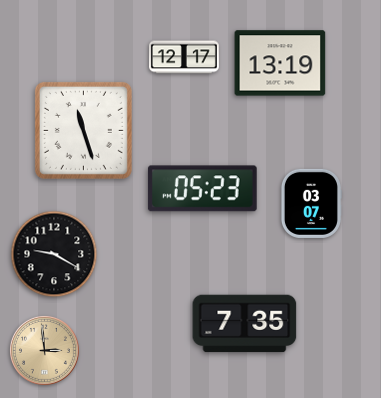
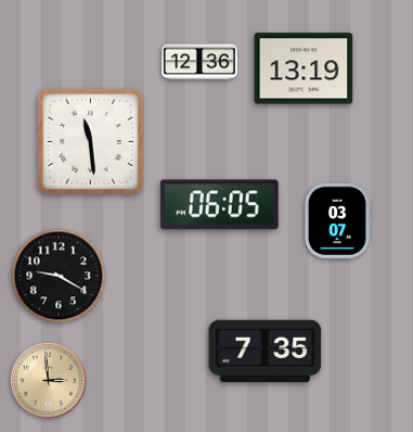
clock at (184, 57): 12:17 -> 12:36
clock at (83, 130): 11:27 -> 11:29
clock at (202, 189): 05:23 -> 06:05
